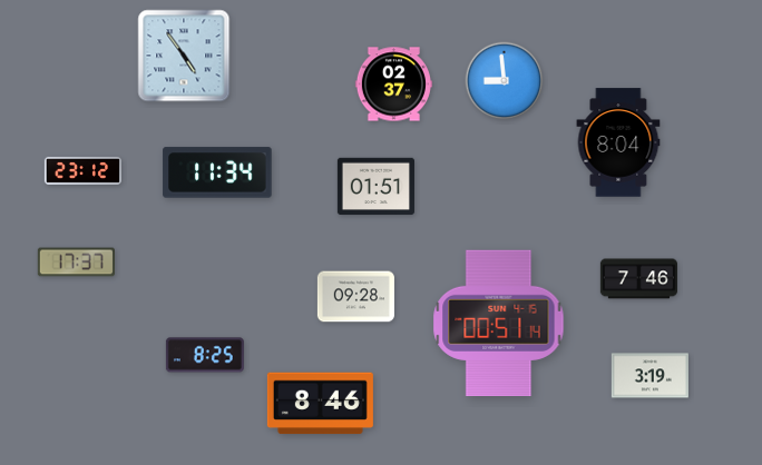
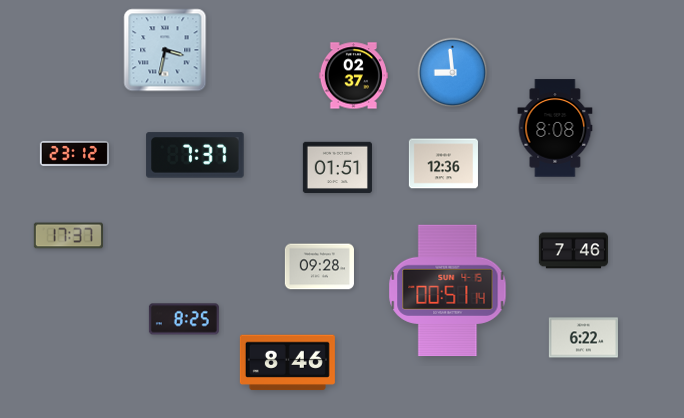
clock at (184, 56): 4:54 -> 3:32
clock at (618, 142): 8:04 -> 8:08
clock at (217, 172): 11:34 -> 7:37
clock at (443, 164): none -> 12:36
clock at (649, 376): 3:19 -> 6:22
